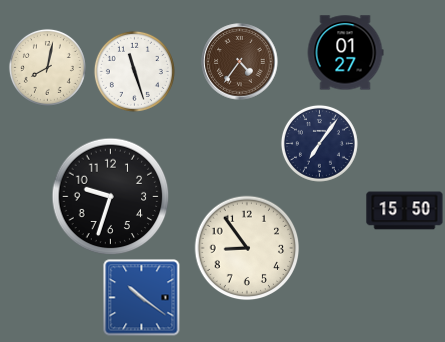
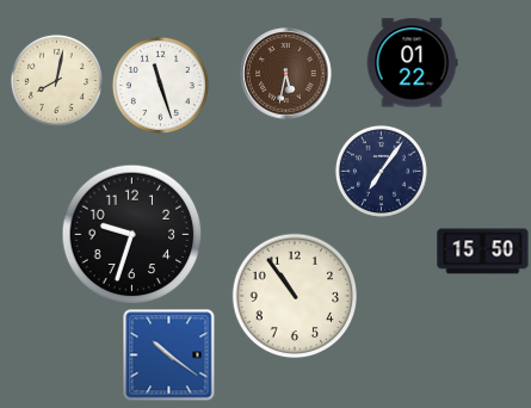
clock at (345, 53): 01:27 -> 01:22
clock at (240, 62): 4:36 -> 5:32
clock at (247, 248): 8:54 -> 10:54
